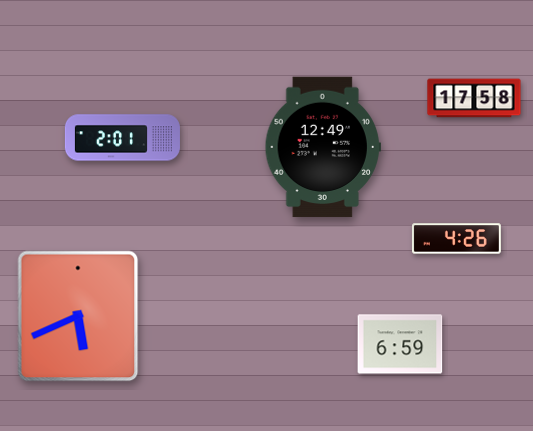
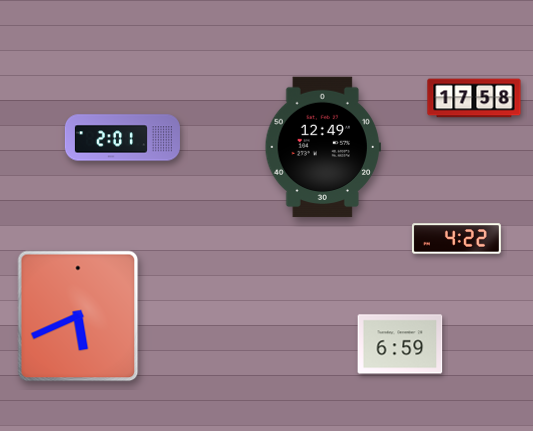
clock at (456, 239): 4:26 -> 4:22
